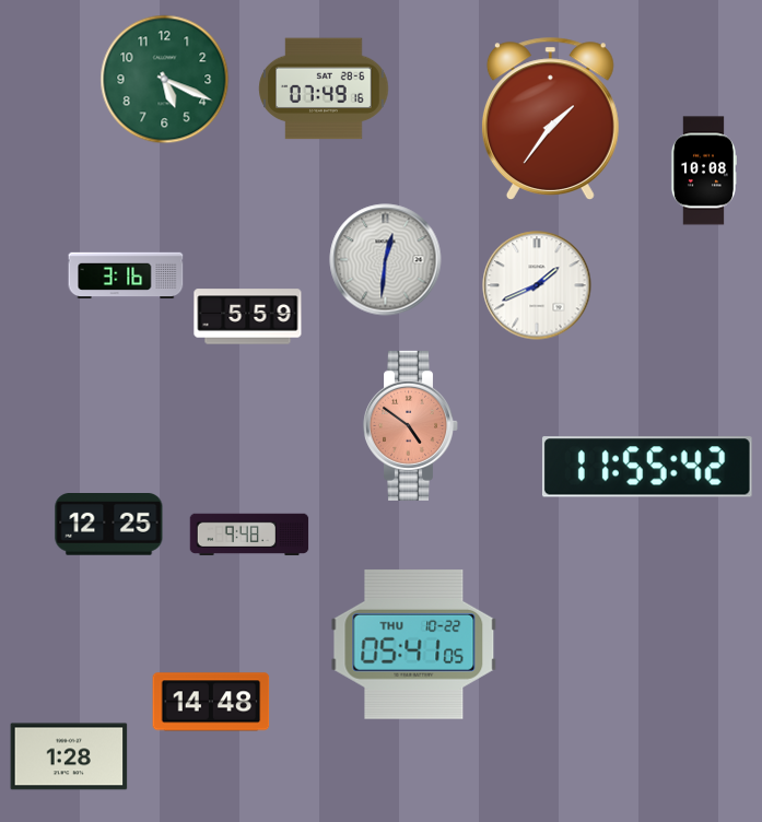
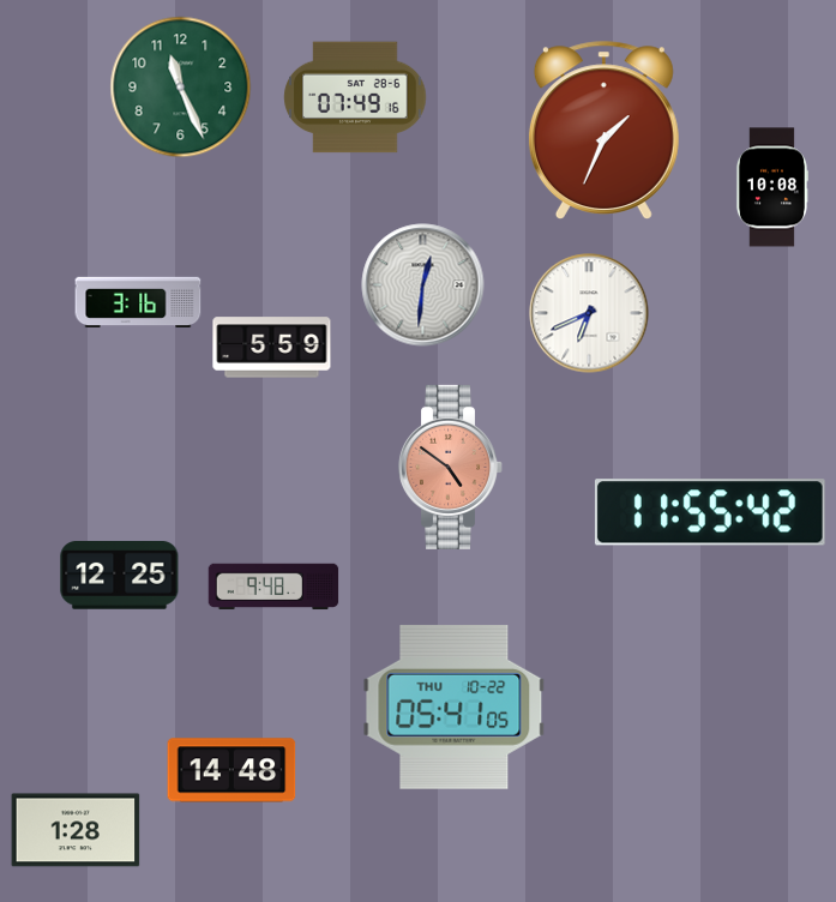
clock at (165, 80): 5:19 -> 11:26
clock at (550, 118): 1:36 -> 1:34
clock at (537, 285): 1:41 -> 6:41
